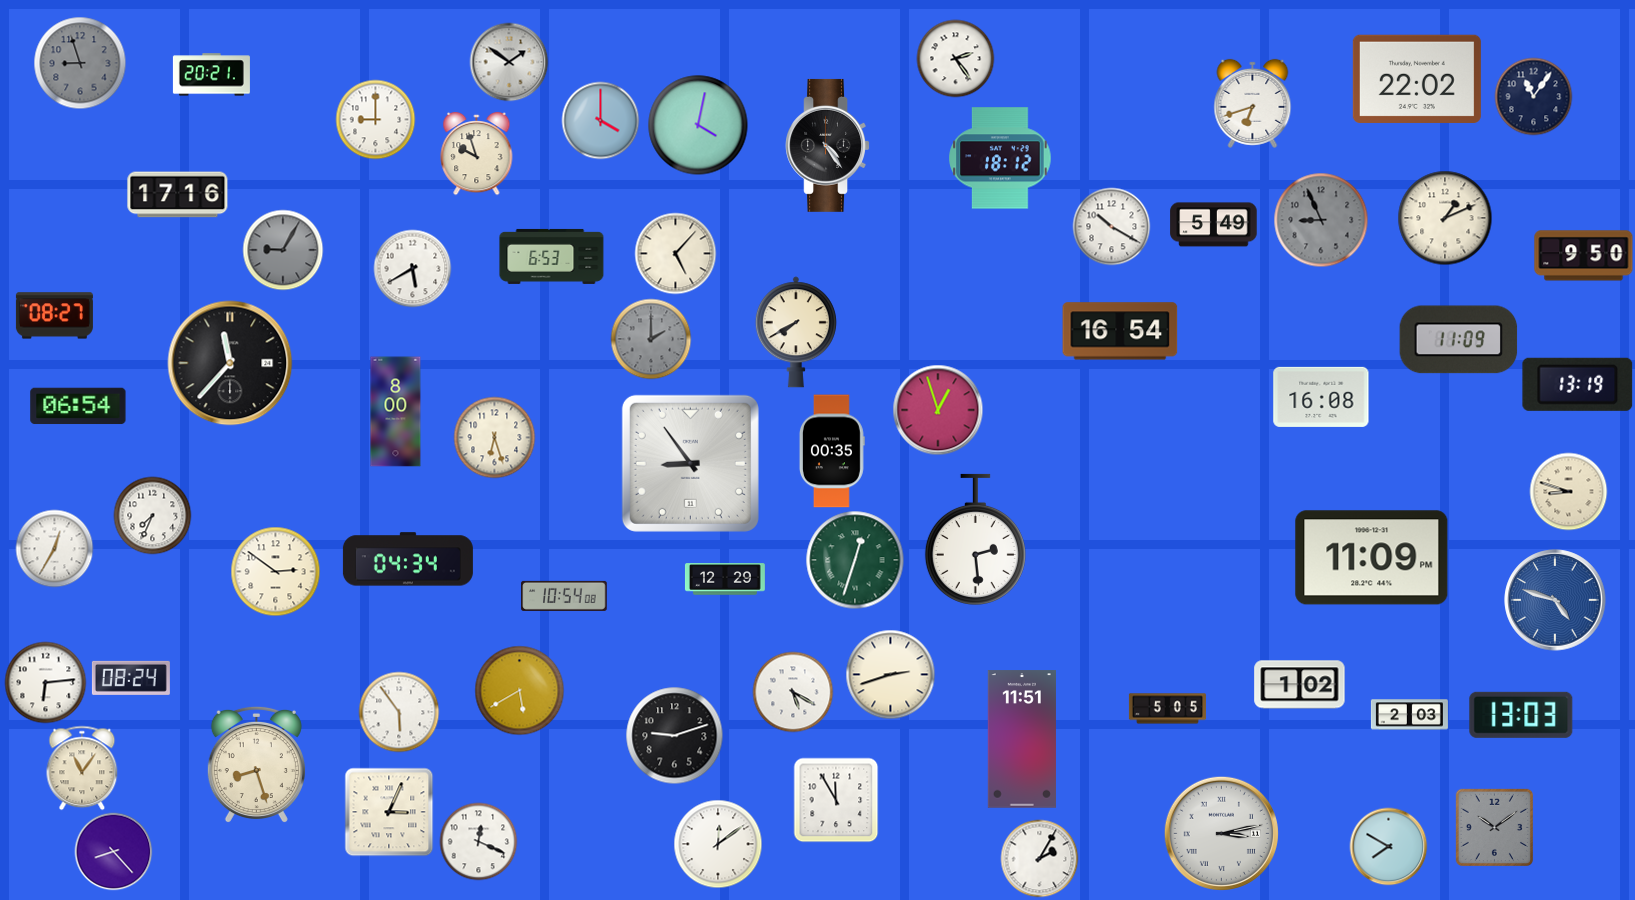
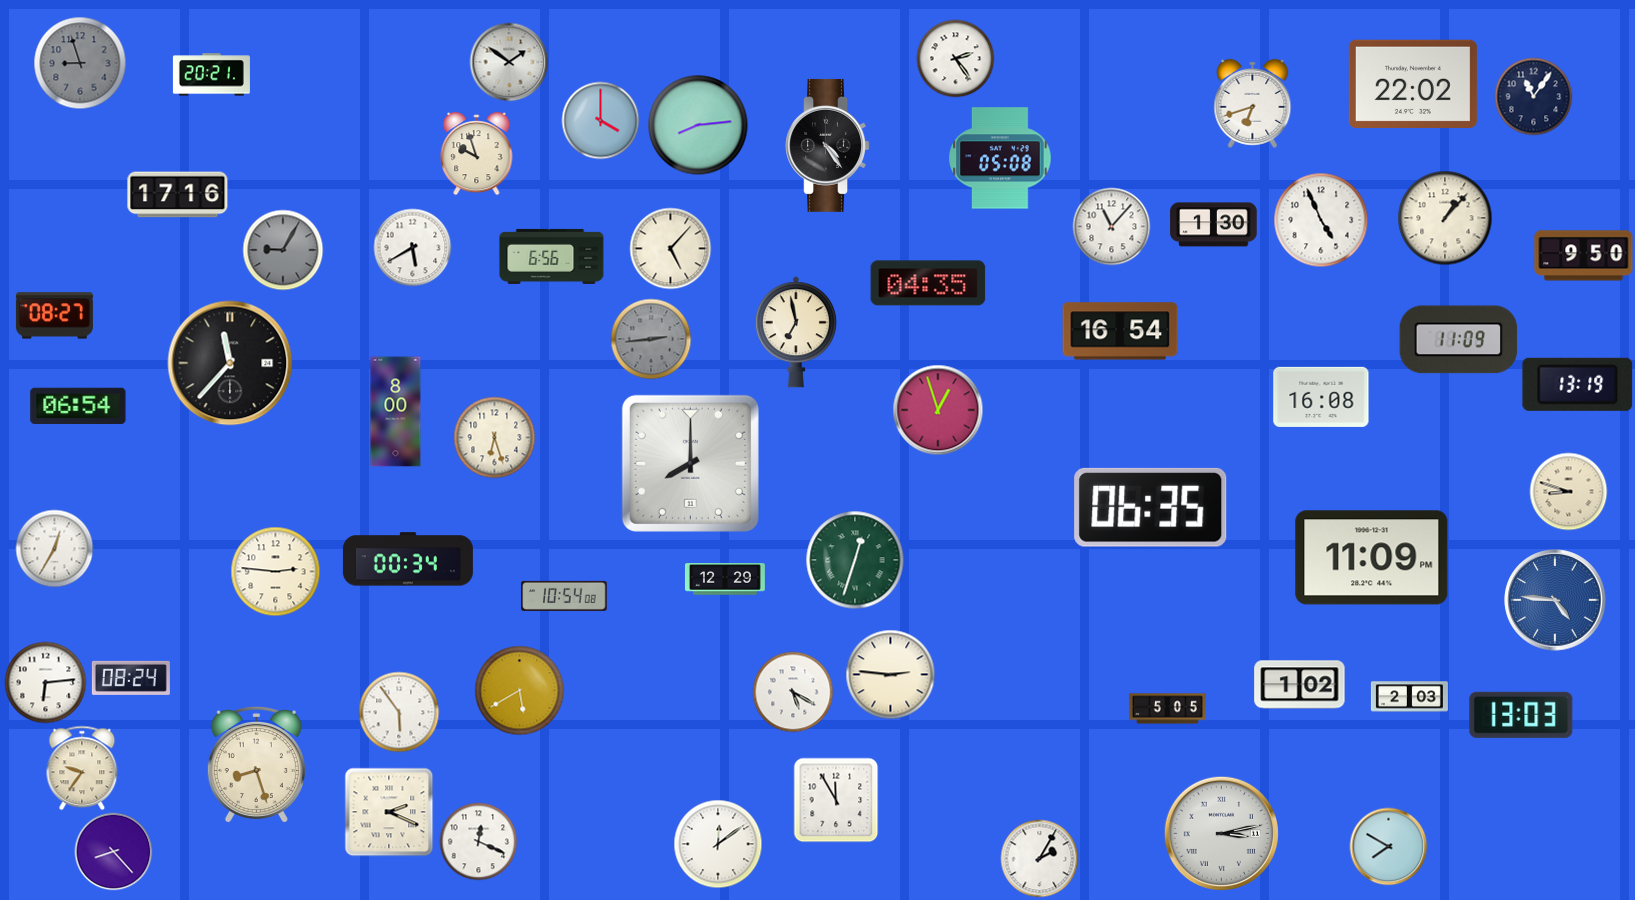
clock at (1417, 79) position: (1417, 79) -> (1413, 84)
clock at (375, 119): 9:00 -> none
clock at (698, 125): 4:02 -> 8:14
clock at (1000, 158): 18:12 -> 05:08
clock at (1445, 218): 1:11 -> 1:07
clock at (1321, 220): 8:56 -> 4:56
clock at (1321, 220) dial: grey -> white
clock at (1214, 225): 5:49 -> 1:30
clock at (1111, 226): 10:20 -> 11:07
clock at (675, 253) position: (675, 253) -> (670, 248)
clock at (552, 256): 6:53 -> 6:56
clock at (412, 268) position: (412, 268) -> (412, 247)
clock at (928, 283): none -> 04:35
clock at (796, 332): 7:40 -> 6:58
clock at (651, 339): 2:00 -> 2:44
clock at (832, 451): 00:35 -> none
clock at (690, 463): 8:54 -> 8:00
clock at (1151, 507): none -> 06:35
clock at (152, 515): 7:34 -> none
clock at (975, 539): 2:29 -> none
clock at (408, 559): 04:34 -> 00:34
clock at (275, 571): 2:51 -> 2:46
clock at (1555, 600): 4:48 -> 4:46
clock at (890, 674): 2:42 -> 2:46
clock at (1409, 715) position: (1409, 715) -> (1409, 697)
clock at (674, 735): 9:12 -> none
clock at (1022, 739): 11:51 -> none
clock at (82, 768): 11:06 -> 9:36
clock at (389, 812): 3:04 -> 2:19
clock at (1494, 827): 10:09 -> none
